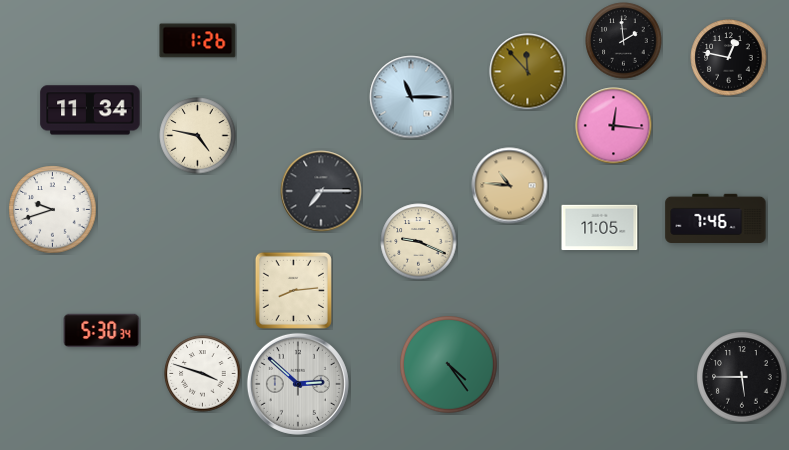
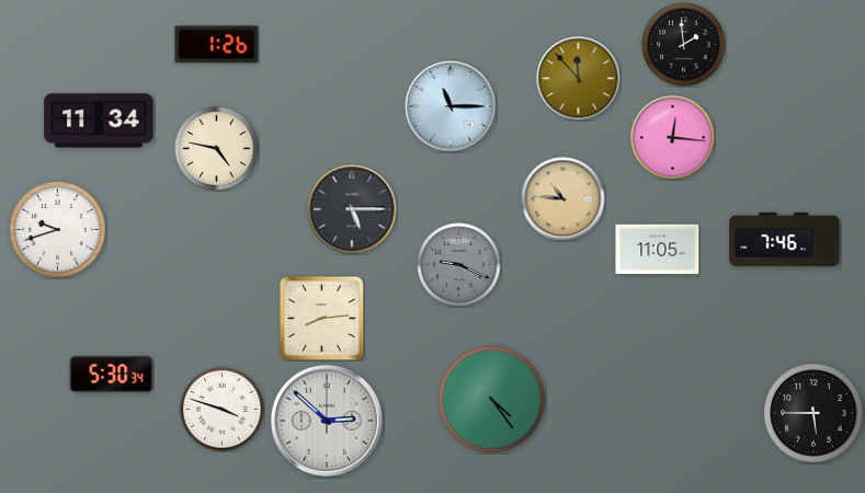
clock at (729, 58): 12:47 -> none
clock at (510, 186) position: (510, 186) -> (564, 199)
clock at (321, 191): 7:15 -> 5:15
clock at (419, 242) dial: cream -> grey
clock at (102, 331) position: (102, 331) -> (112, 375)
